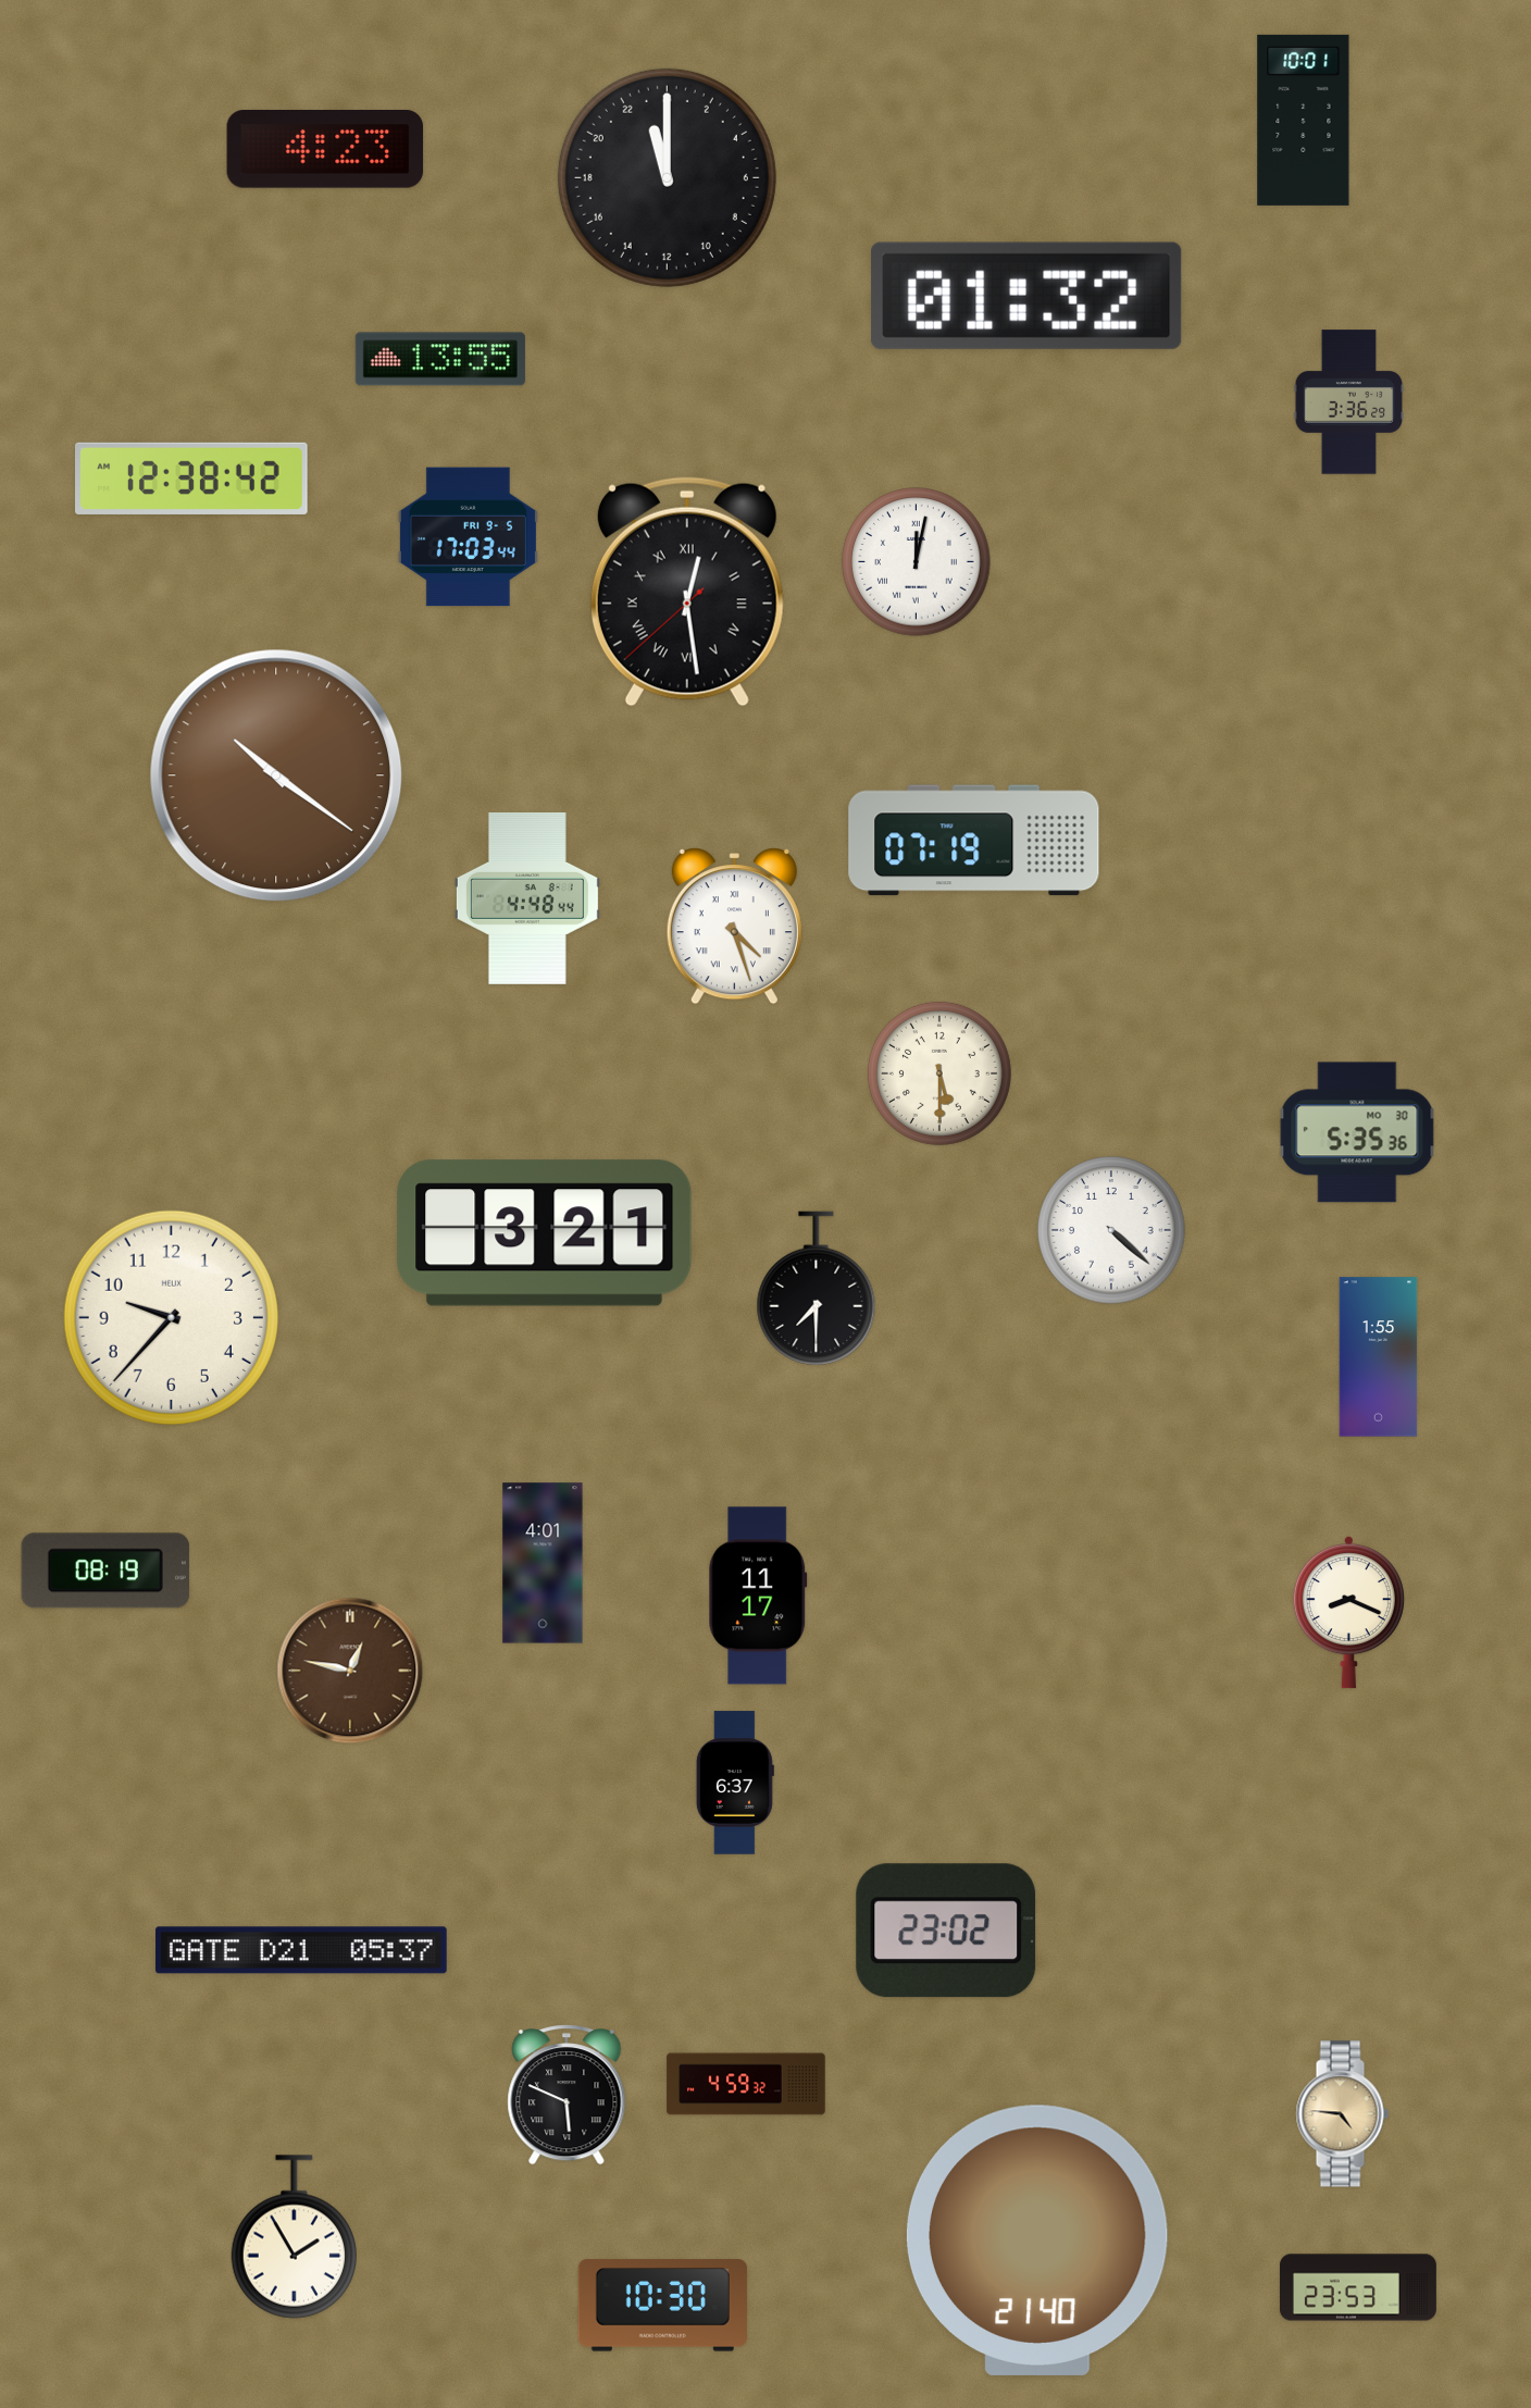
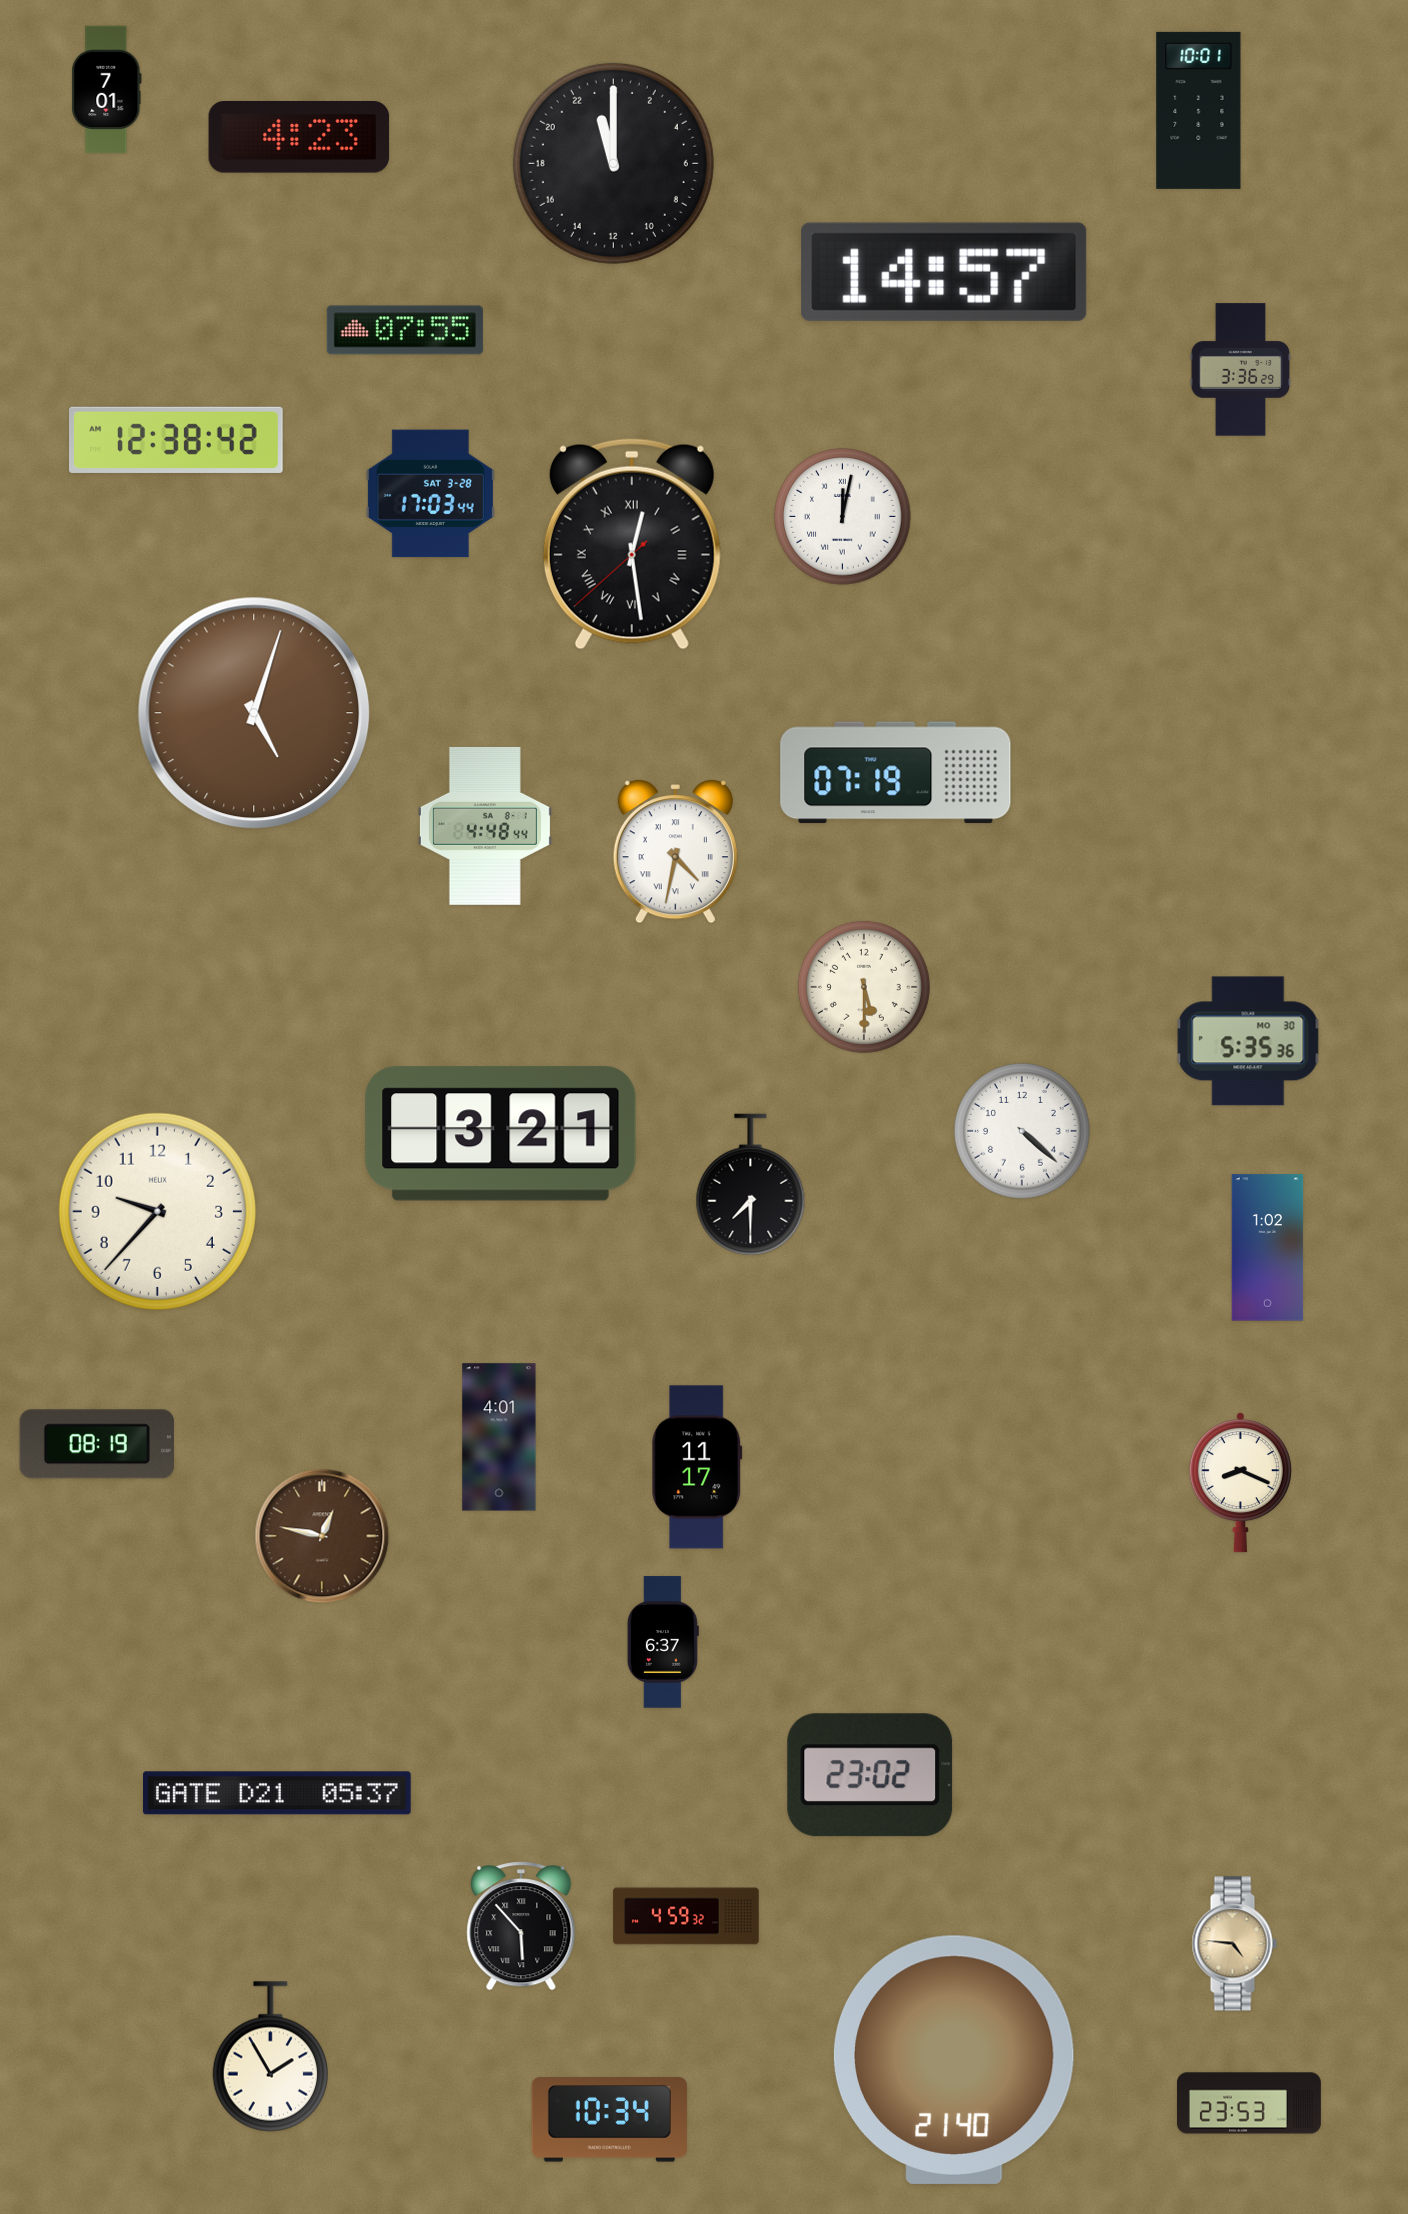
clock at (107, 90): none -> 7:01
clock at (1026, 296): 01:32 -> 14:57
clock at (440, 359): 13:55 -> 07:55
clock at (468, 537) date: FRI 9-5 -> SAT 3-28
clock at (276, 775): 10:21 -> 5:03
clock at (734, 927): 4:27 -> 4:32
clock at (1379, 1357): 1:55 -> 1:02
clock at (735, 1783) position: (735, 1783) -> (663, 1642)
clock at (567, 2095): 5:49 -> 5:53
clock at (662, 2306): 10:30 -> 10:34
